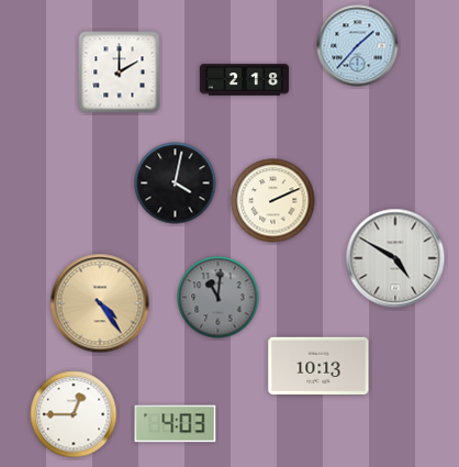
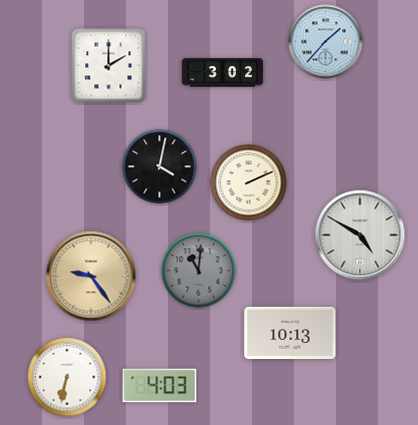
clock at (245, 80): 2:18 -> 3:02
clock at (100, 303): 4:24 -> 9:24
clock at (74, 414): 12:45 -> 6:32
